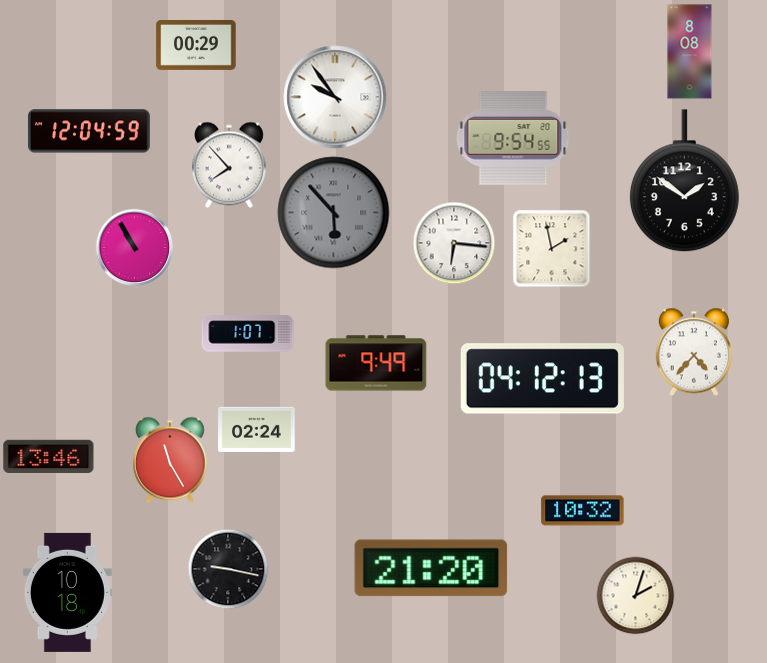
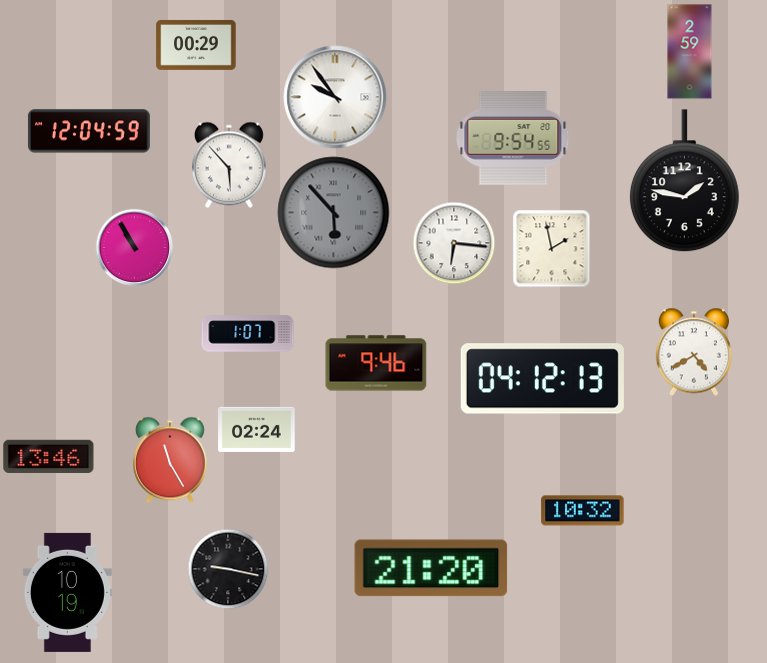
clock at (690, 52): 8:08 -> 2:59
clock at (229, 165): 7:53 -> 5:53
clock at (684, 181): 1:51 -> 1:47
clock at (693, 352): 4:37 -> 4:40
clock at (376, 363): 9:49 -> 9:46
clock at (67, 592): 10:18 -> 10:19
clock at (635, 595): 2:03 -> none
